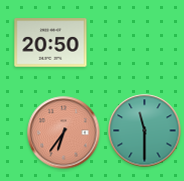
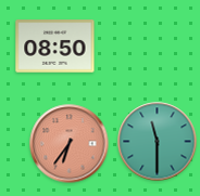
clock at (51, 43): 20:50 -> 08:50
